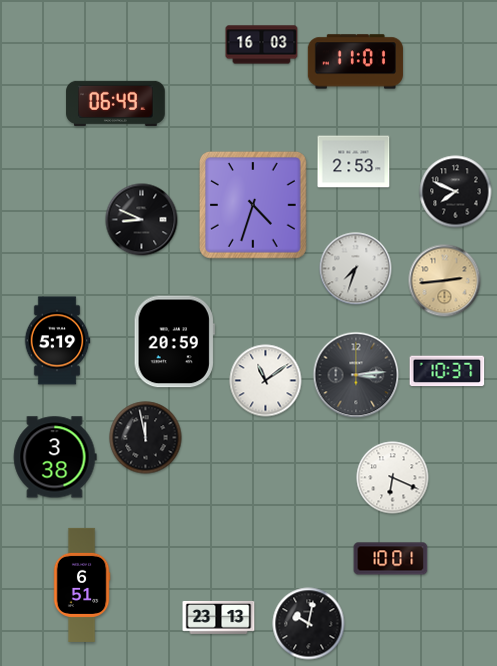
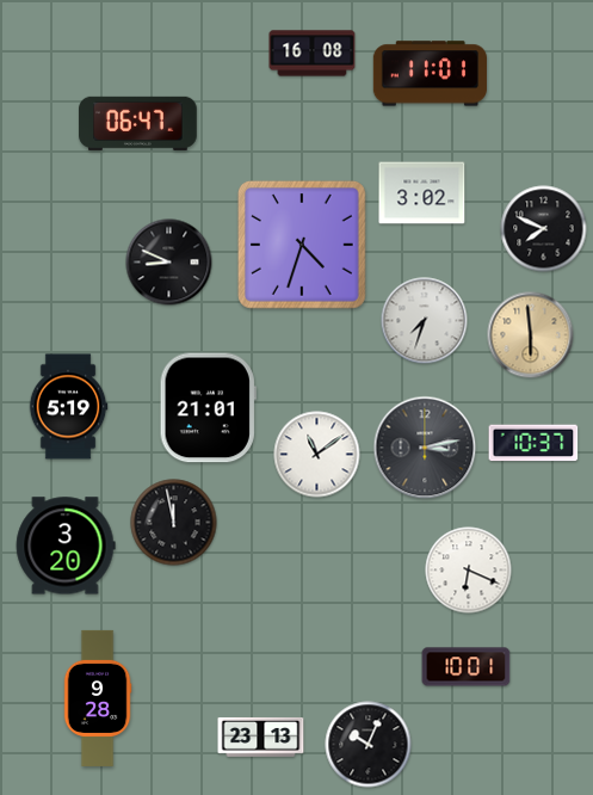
clock at (262, 45): 16:03 -> 16:08
clock at (355, 62) position: (355, 62) -> (430, 74)
clock at (116, 103): 06:49 -> 06:47
clock at (354, 162): 2:53 -> 3:02
clock at (445, 281): 2:44 -> 5:59
clock at (174, 342): 20:59 -> 21:01
clock at (356, 375): 3:14 -> 3:13
clock at (55, 457): 3:38 -> 3:20
clock at (82, 585): 6:51 -> 9:28
clock at (309, 624): 10:02 -> 10:04
